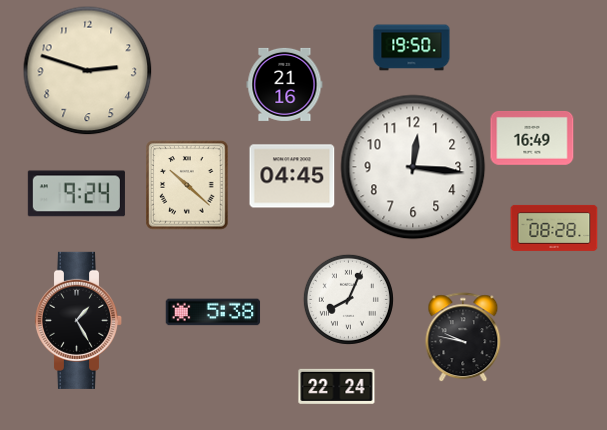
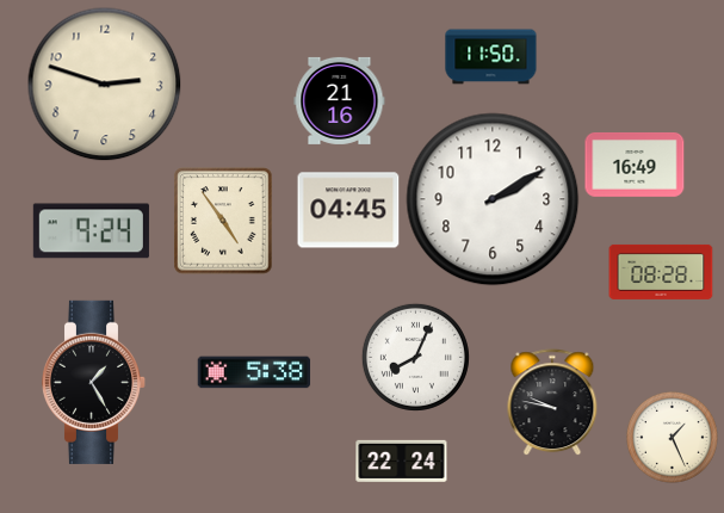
clock at (412, 48): 19:50 -> 11:50
clock at (413, 167): 12:16 -> 2:10
clock at (187, 185): 10:22 -> 4:54
clock at (672, 437): none -> 1:26
